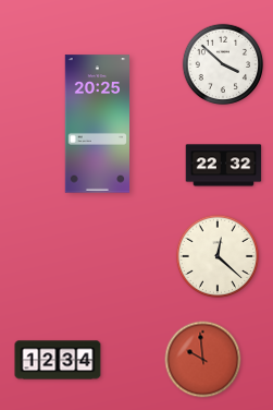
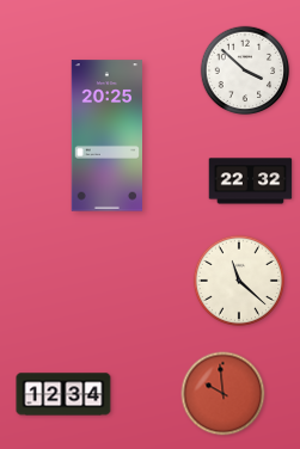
clock at (224, 166) position: (224, 166) -> (251, 182)
clock at (218, 256): 12:22 -> 11:22
